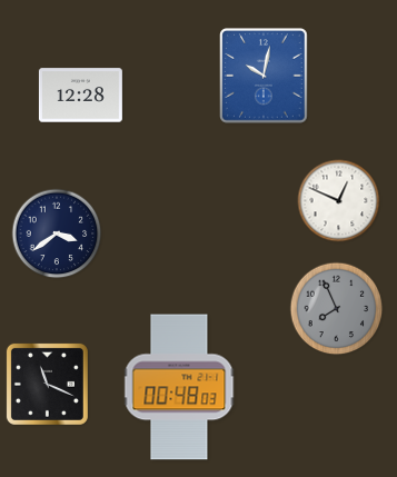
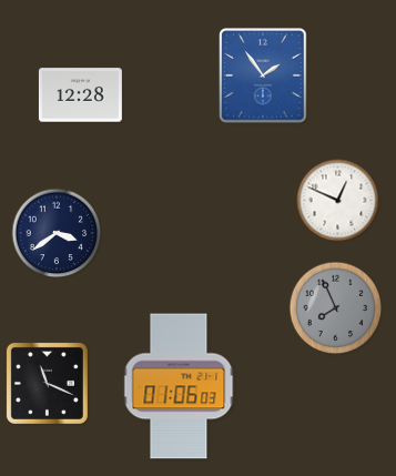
clock at (265, 76): 10:02 -> 1:54
clock at (179, 387): 00:48 -> 01:06
